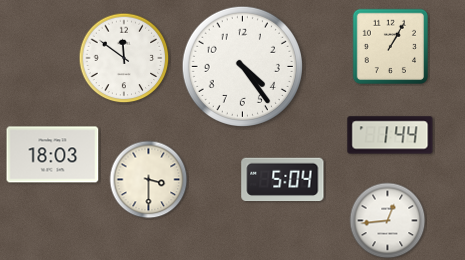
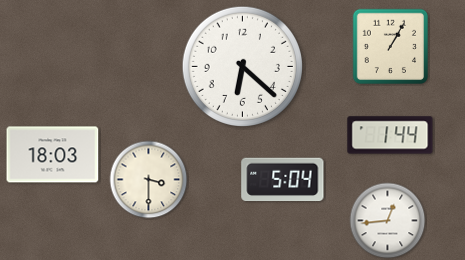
clock at (124, 58): 11:51 -> none
clock at (242, 66): 4:24 -> 6:22
